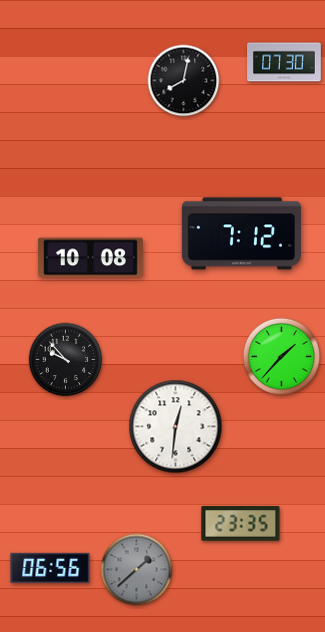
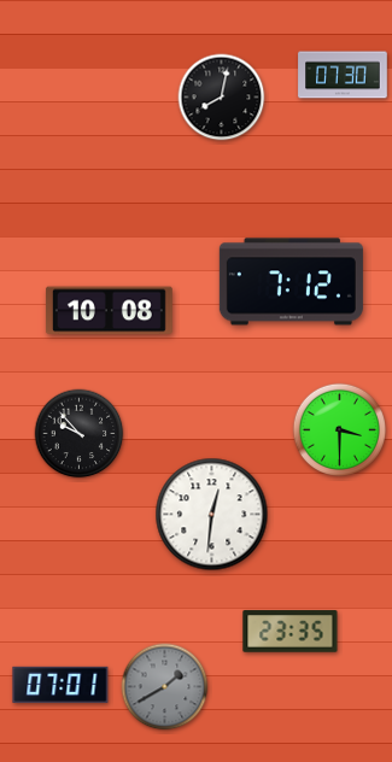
clock at (281, 356): 1:37 -> 3:30
clock at (50, 568): 06:56 -> 07:01
clock at (137, 570): 1:38 -> 1:40
